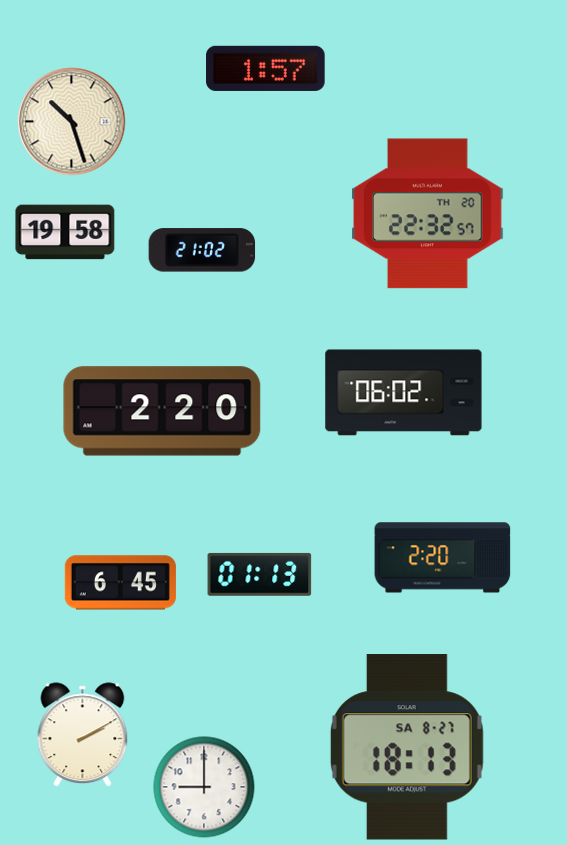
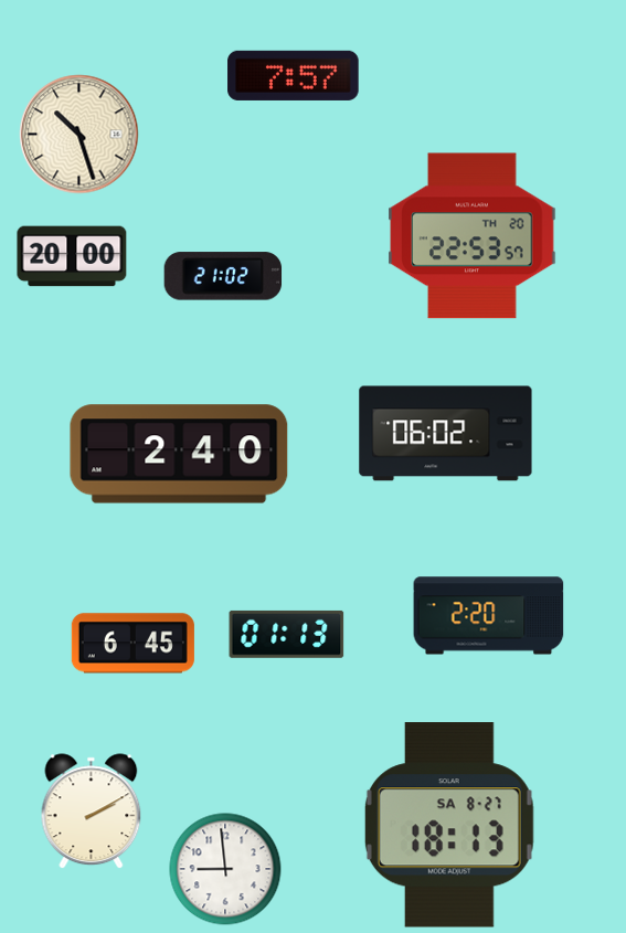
clock at (266, 68): 1:57 -> 7:57
clock at (428, 214): 22:32 -> 22:53
clock at (65, 232): 19:58 -> 20:00
clock at (162, 411): 2:20 -> 2:40
clock at (204, 787): 9:00 -> 8:59
